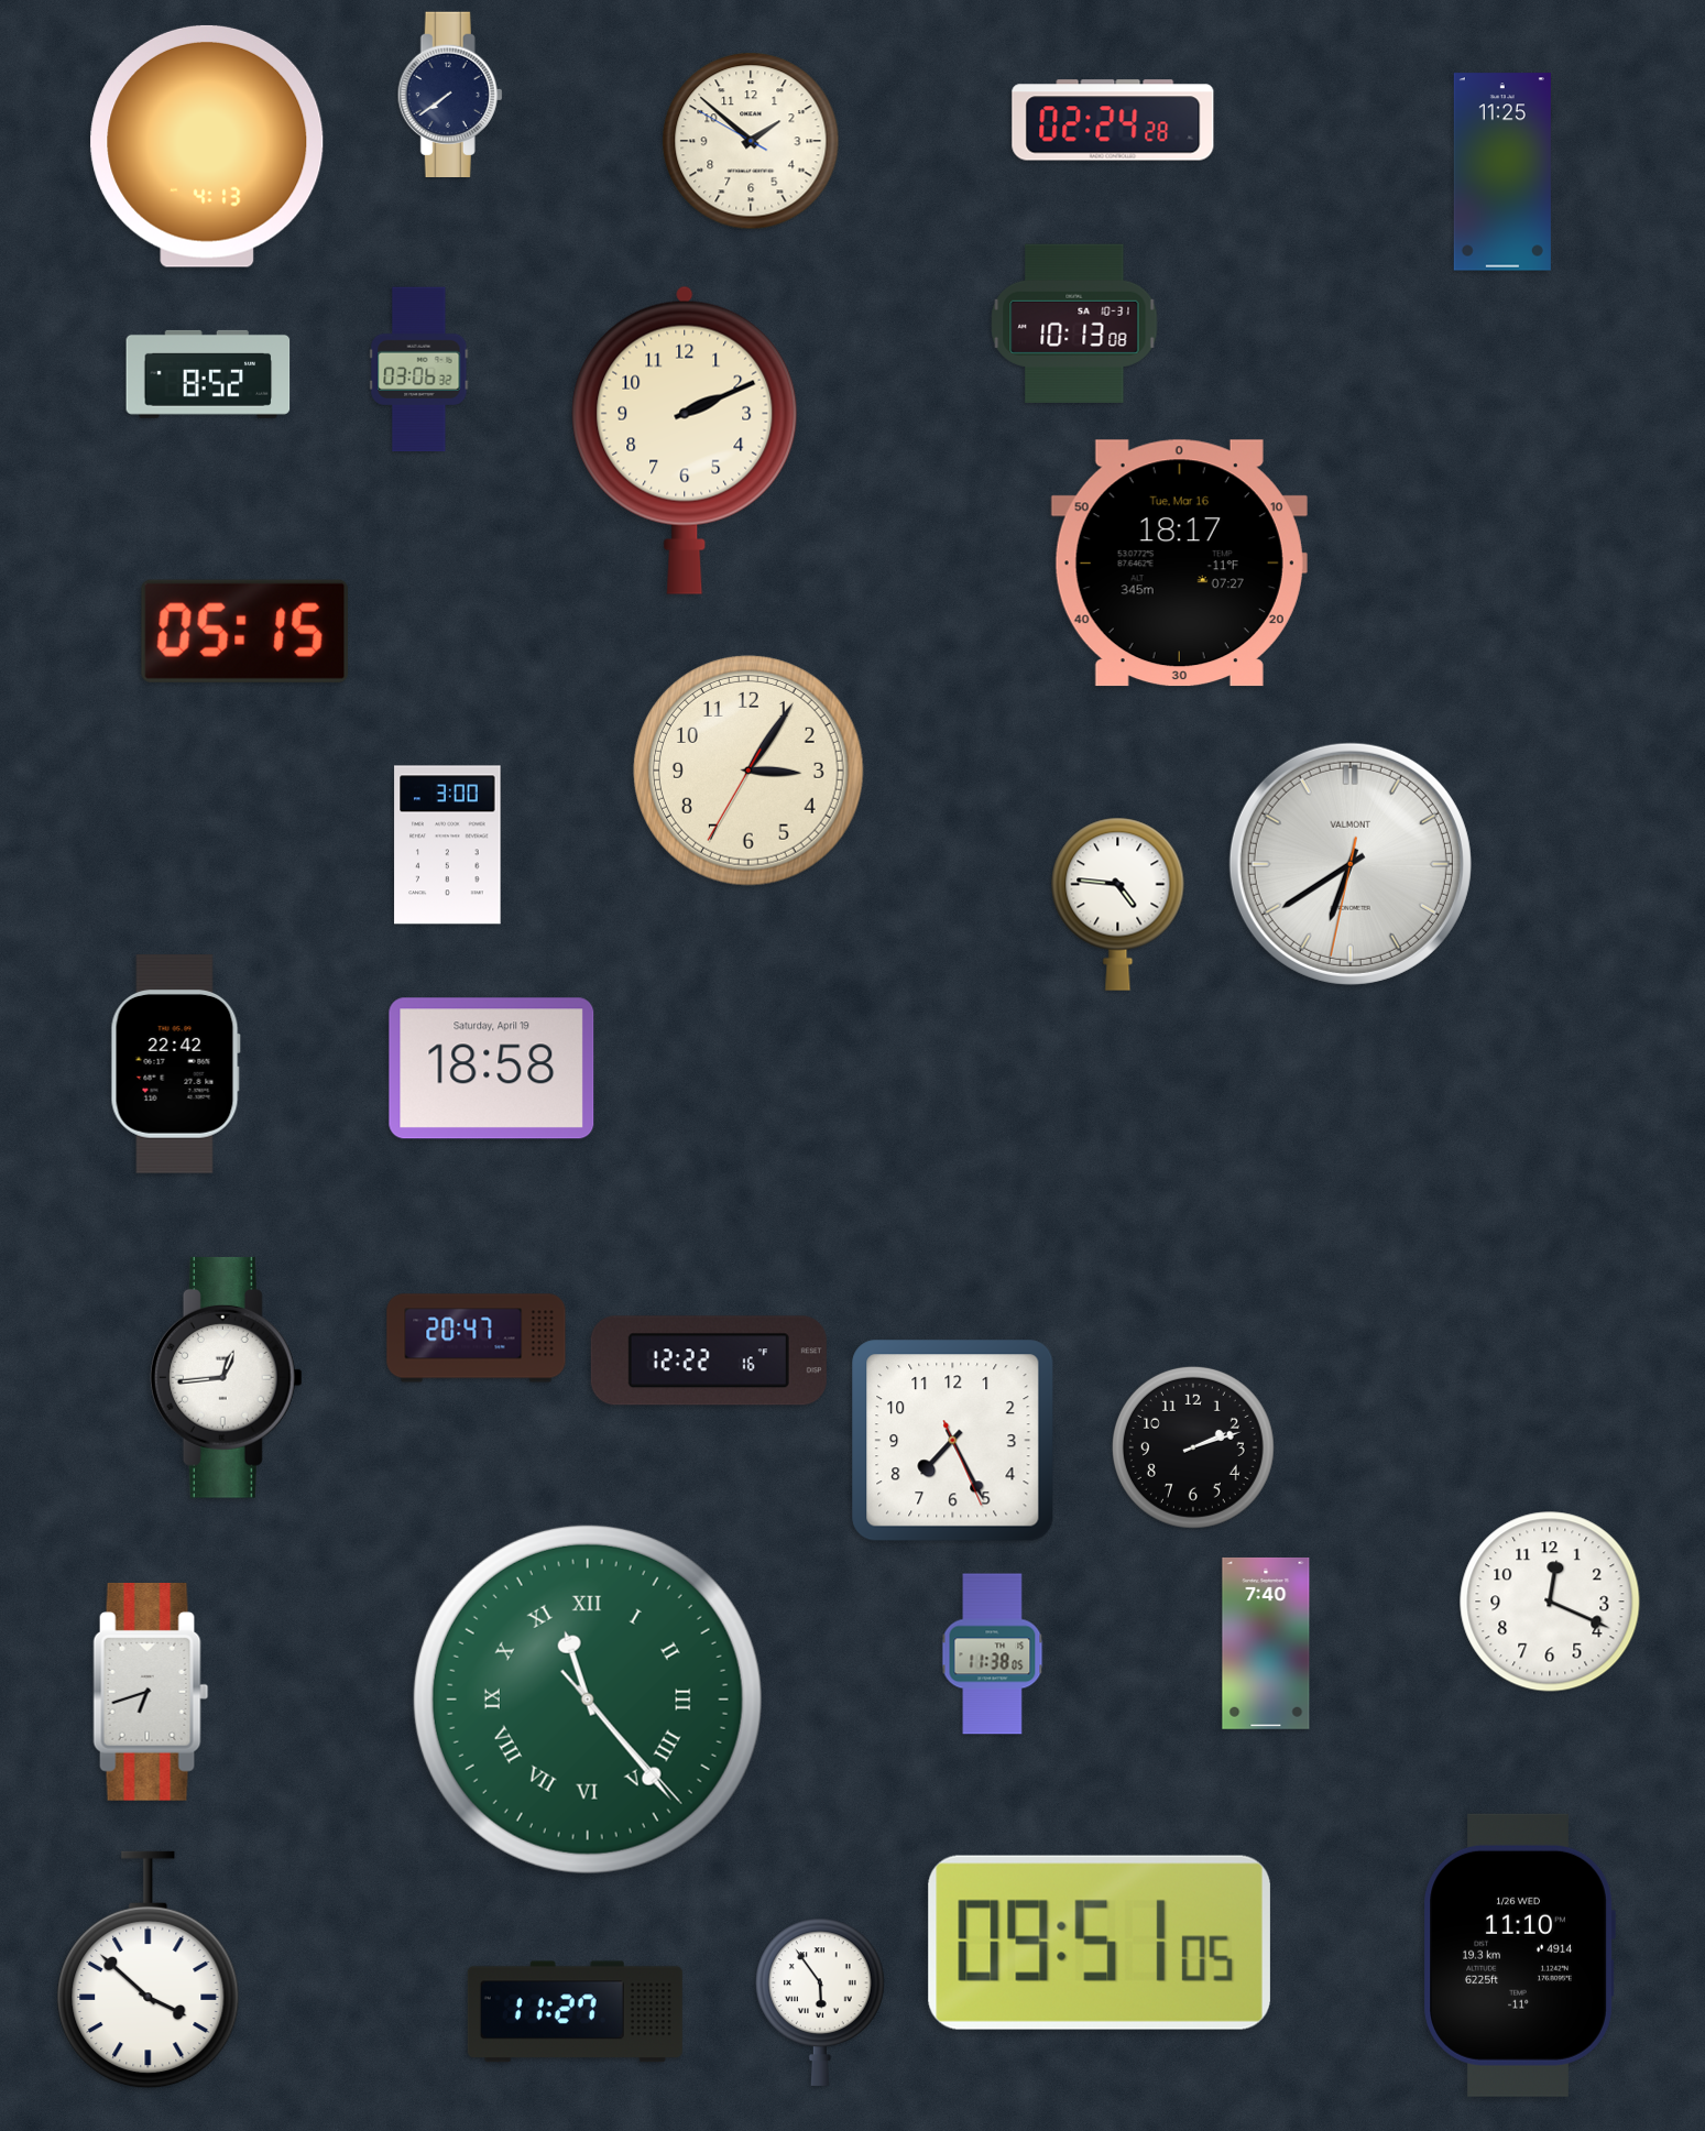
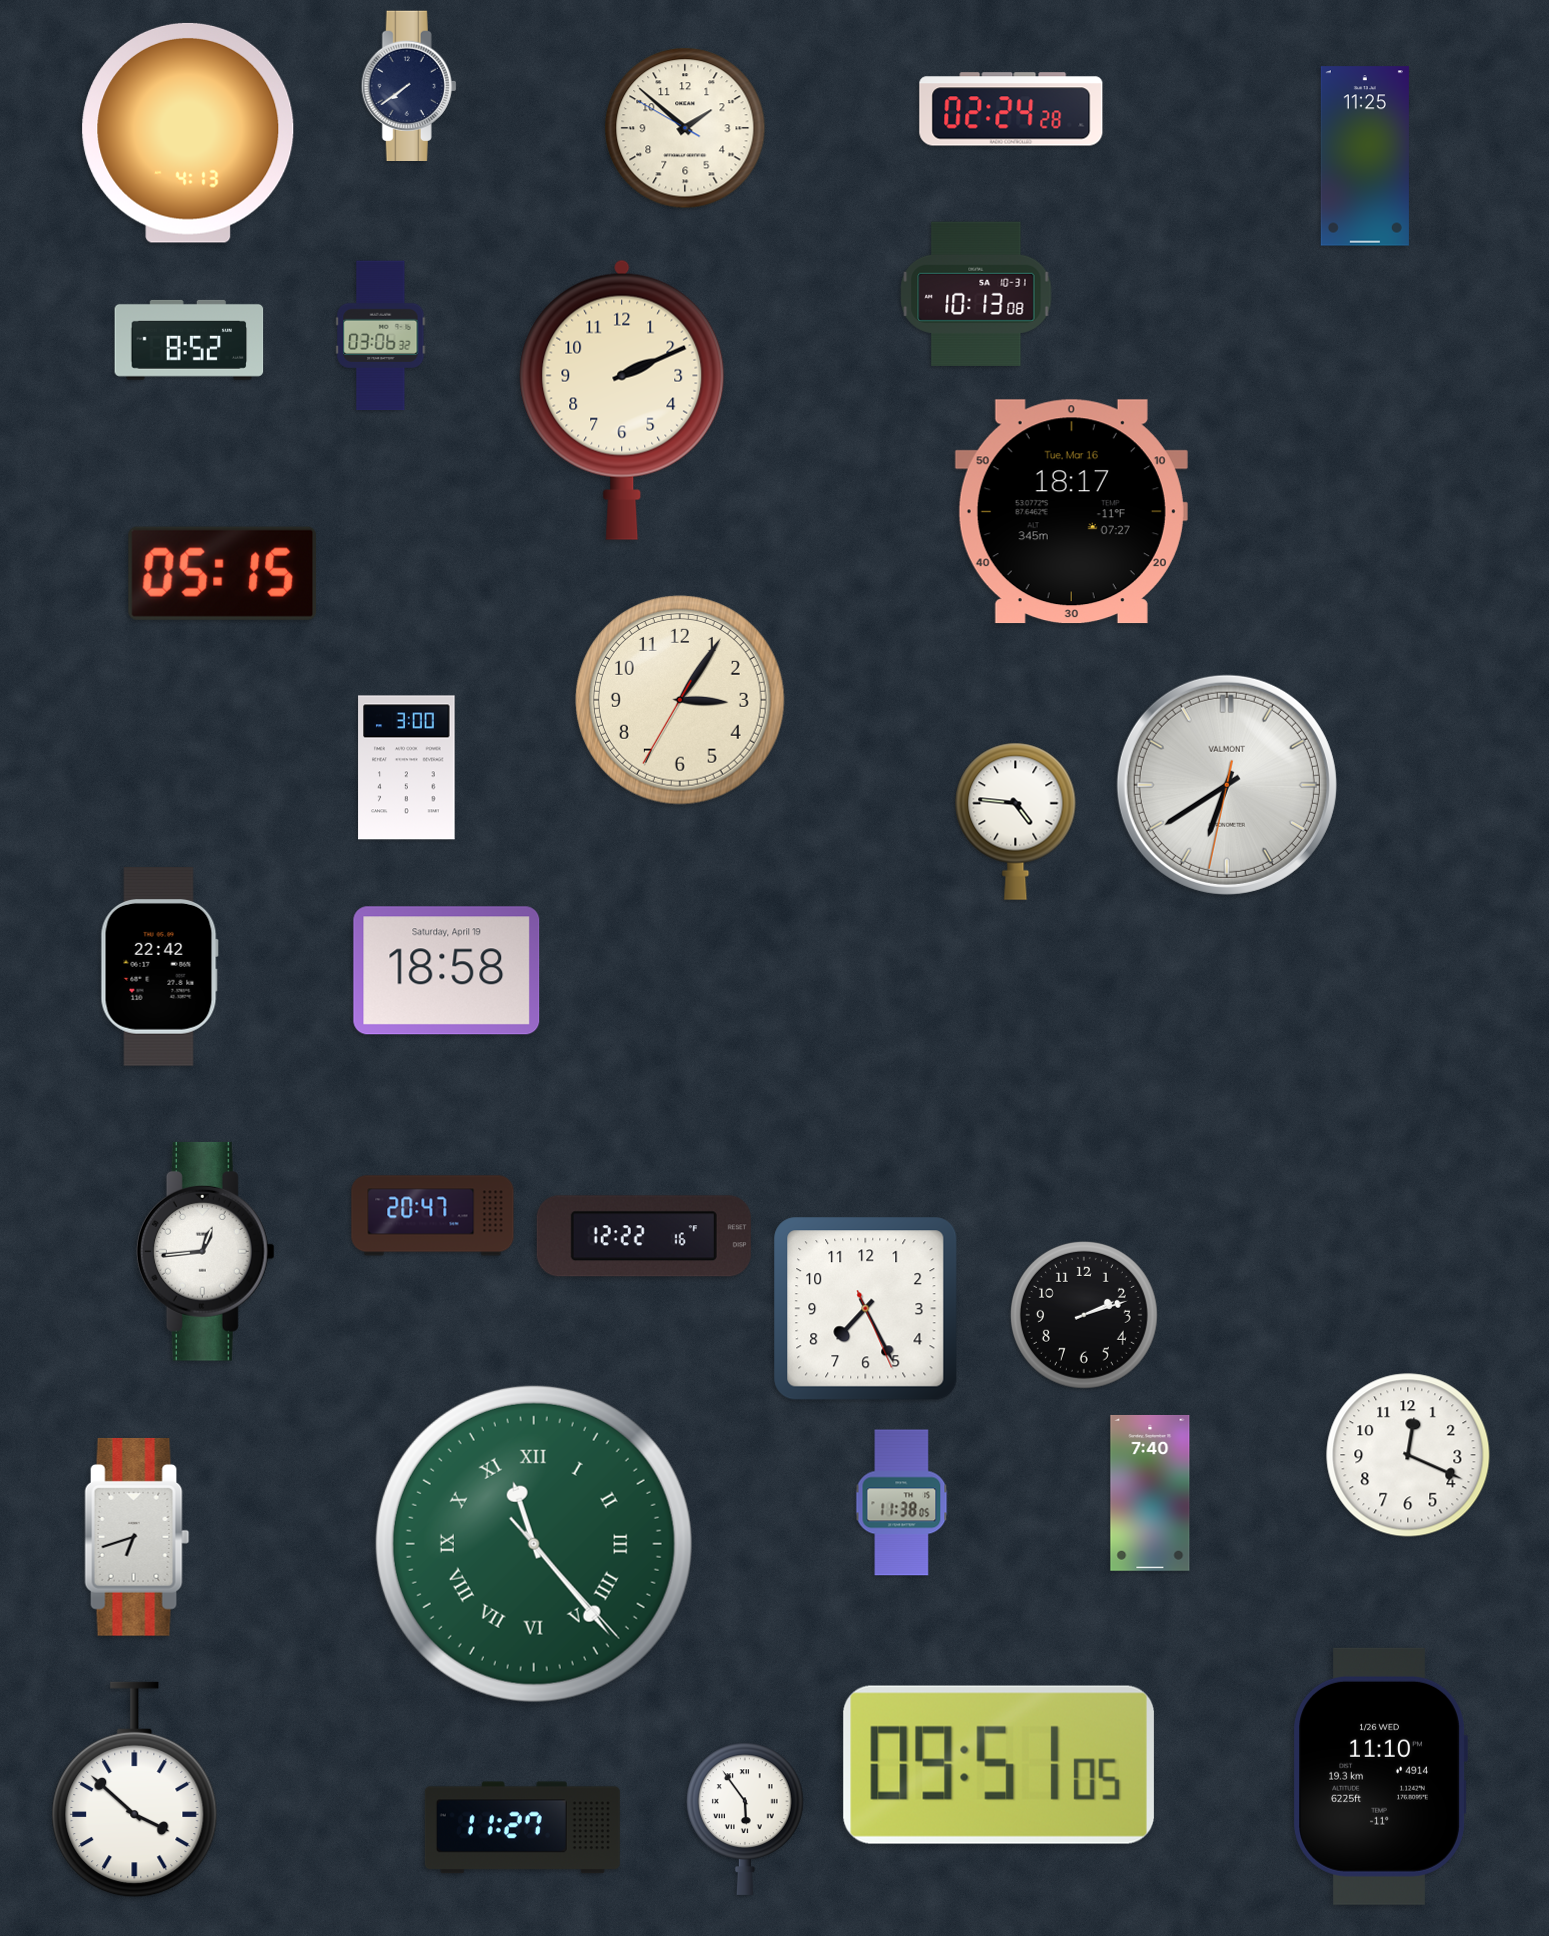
clock at (751, 141) position: (751, 141) -> (685, 128)
